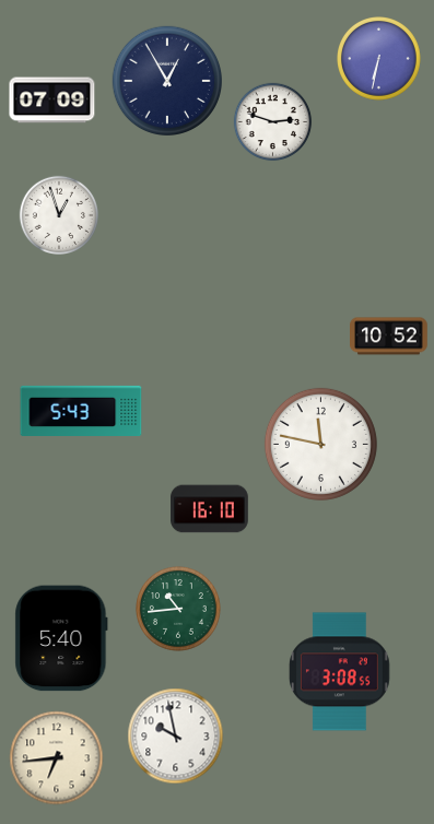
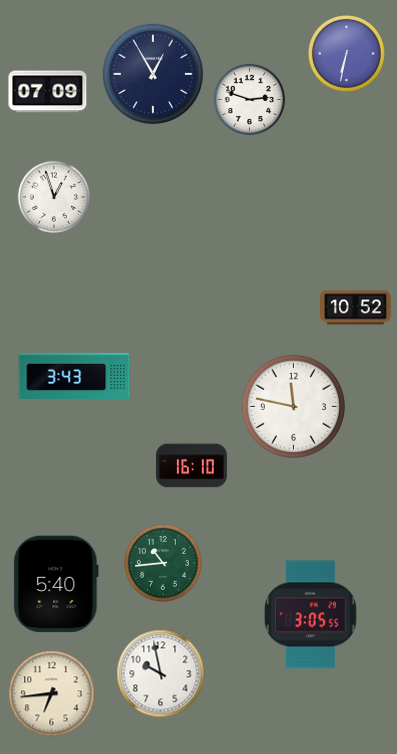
clock at (273, 122) position: (273, 122) -> (250, 100)
clock at (81, 410): 5:43 -> 3:43
clock at (178, 609) position: (178, 609) -> (163, 563)
clock at (339, 672): 3:08 -> 3:05
